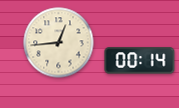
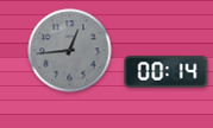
clock at (59, 43) dial: cream -> grey
